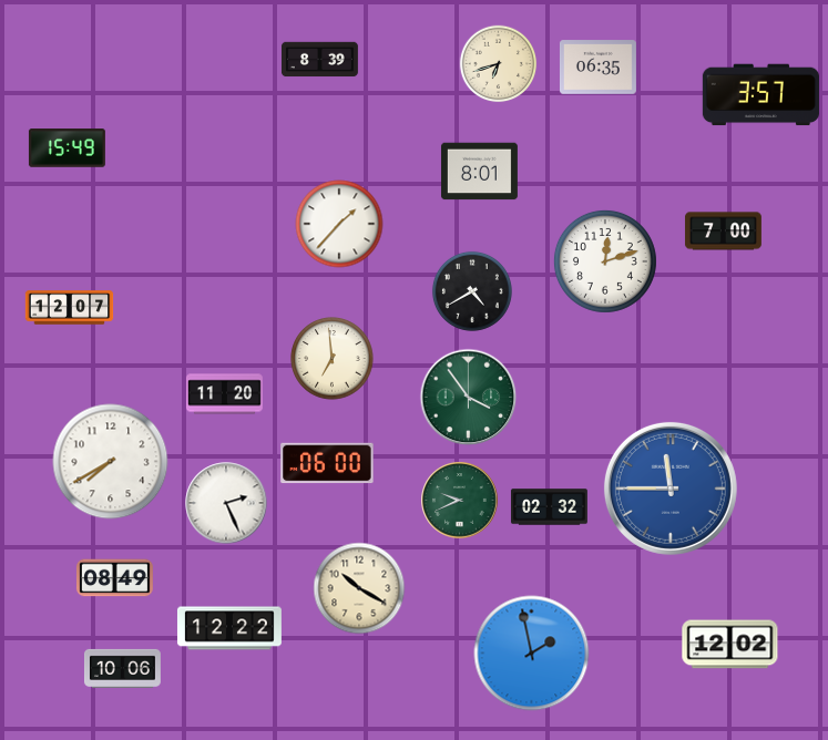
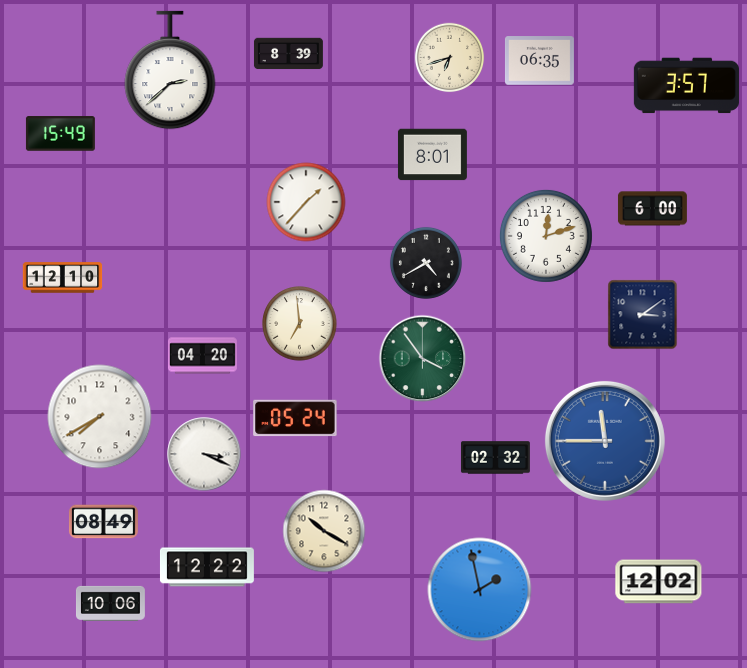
clock at (170, 70): none -> 2:38
clock at (723, 232): 7:00 -> 6:00
clock at (70, 308): 12:07 -> 12:10
clock at (643, 315): none -> 3:09
clock at (224, 394): 11:20 -> 04:20
clock at (327, 463): 06:00 -> 05:24
clock at (460, 501): 9:41 -> none
clock at (226, 503): 2:26 -> 3:19
